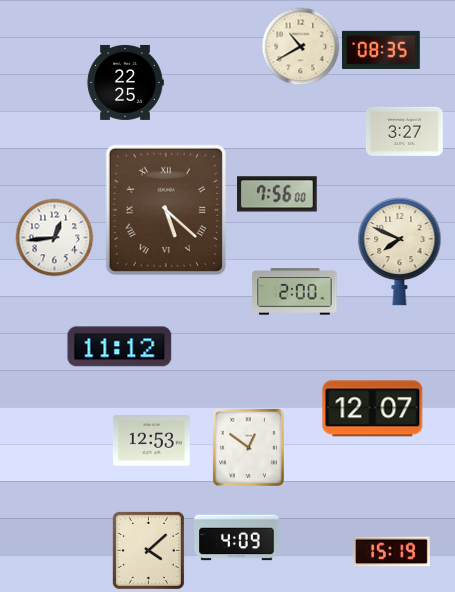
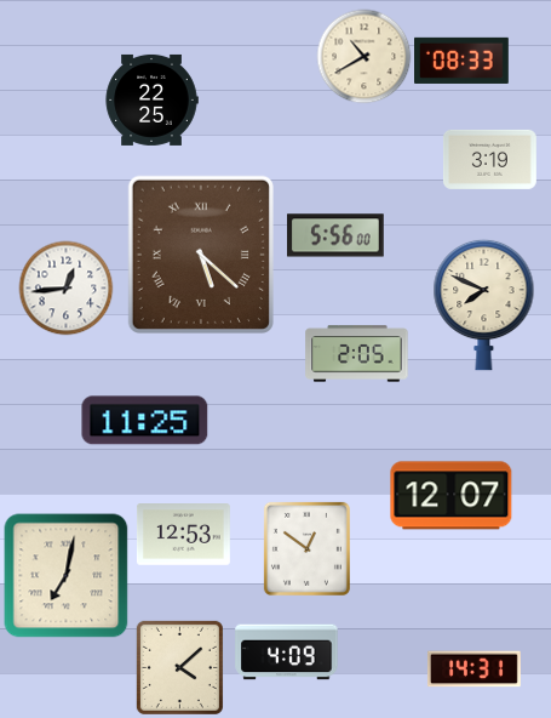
clock at (382, 50): 08:35 -> 08:33
clock at (404, 131): 3:27 -> 3:19
clock at (277, 194): 7:56 -> 5:56
clock at (295, 292): 2:00 -> 2:05
clock at (120, 347): 11:12 -> 11:25
clock at (248, 447) position: (248, 447) -> (306, 548)
clock at (65, 576): none -> 7:02
clock at (391, 552): 15:19 -> 14:31
